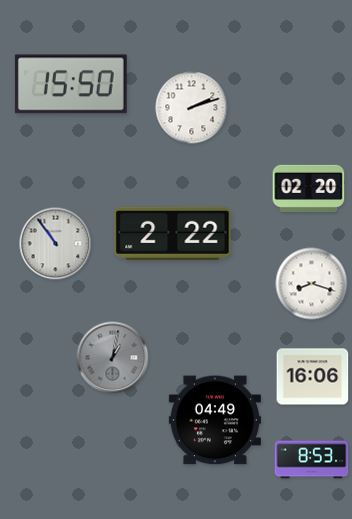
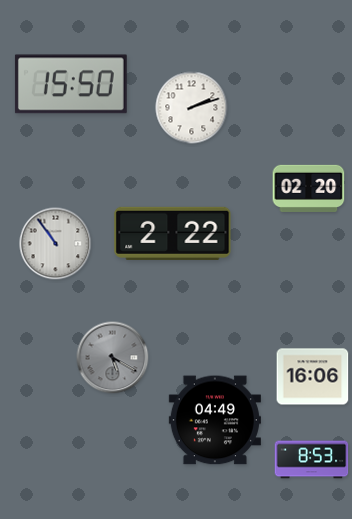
clock at (312, 284): 8:18 -> none
clock at (113, 358): 1:02 -> 5:20
